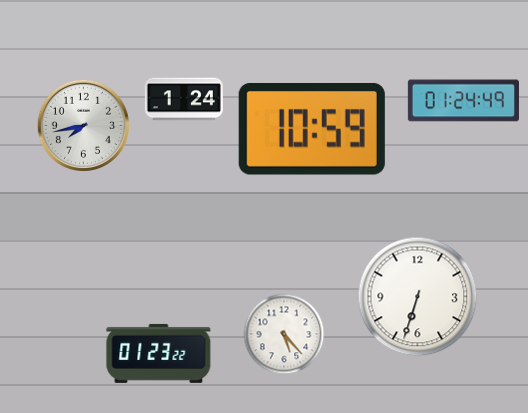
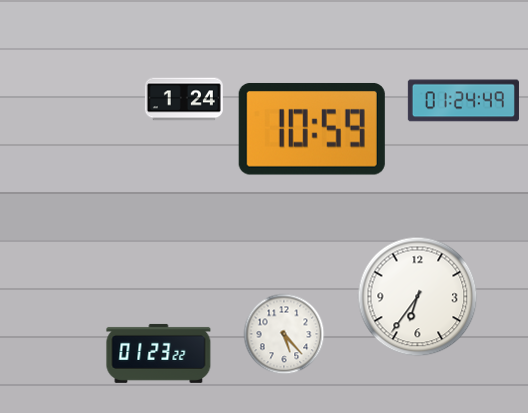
clock at (83, 125): 7:43 -> none
clock at (418, 297): 6:33 -> 6:36
